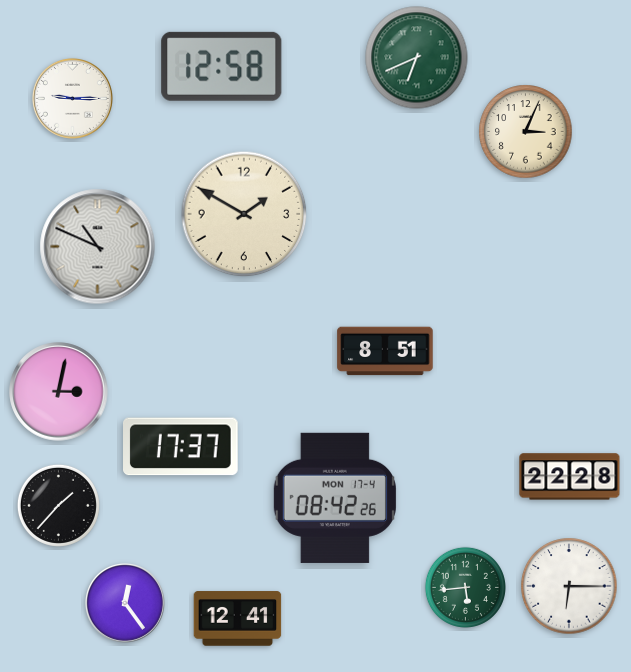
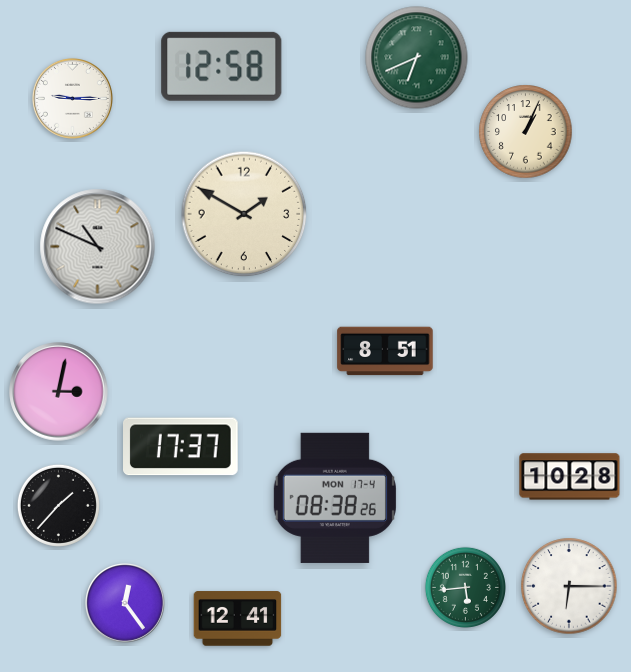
clock at (526, 132): 3:04 -> 1:04
clock at (570, 477): 22:28 -> 10:28
clock at (335, 498): 08:42 -> 08:38
